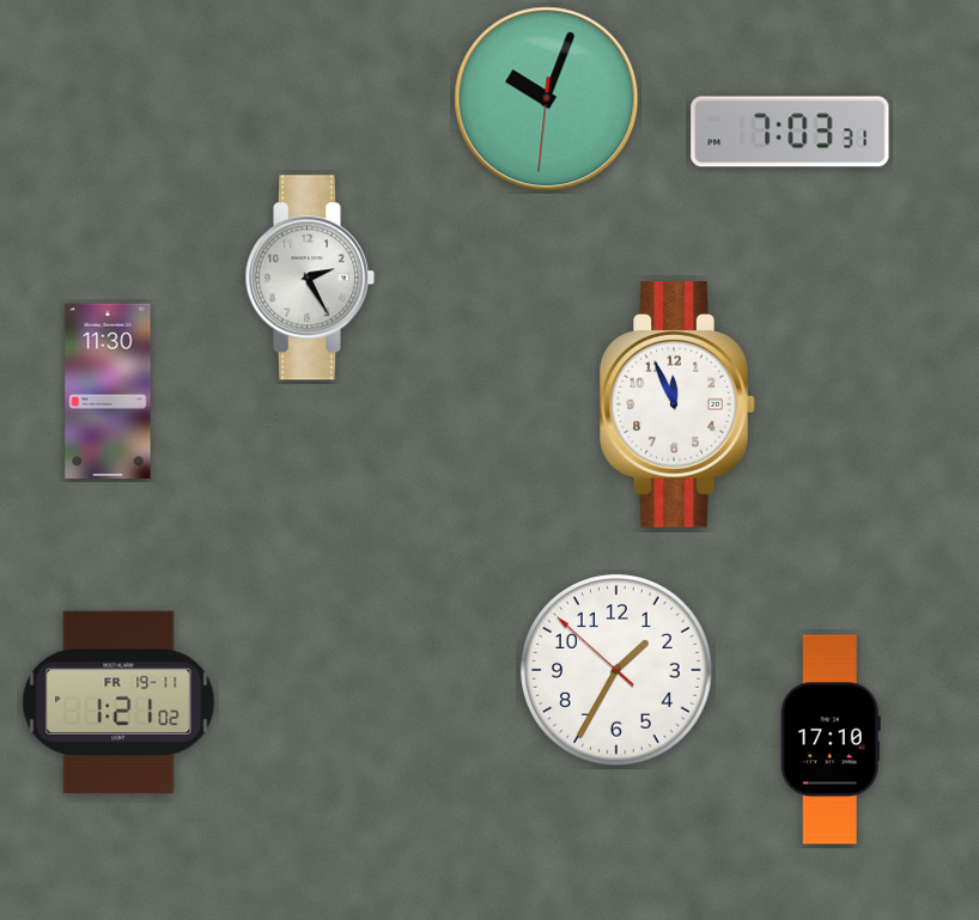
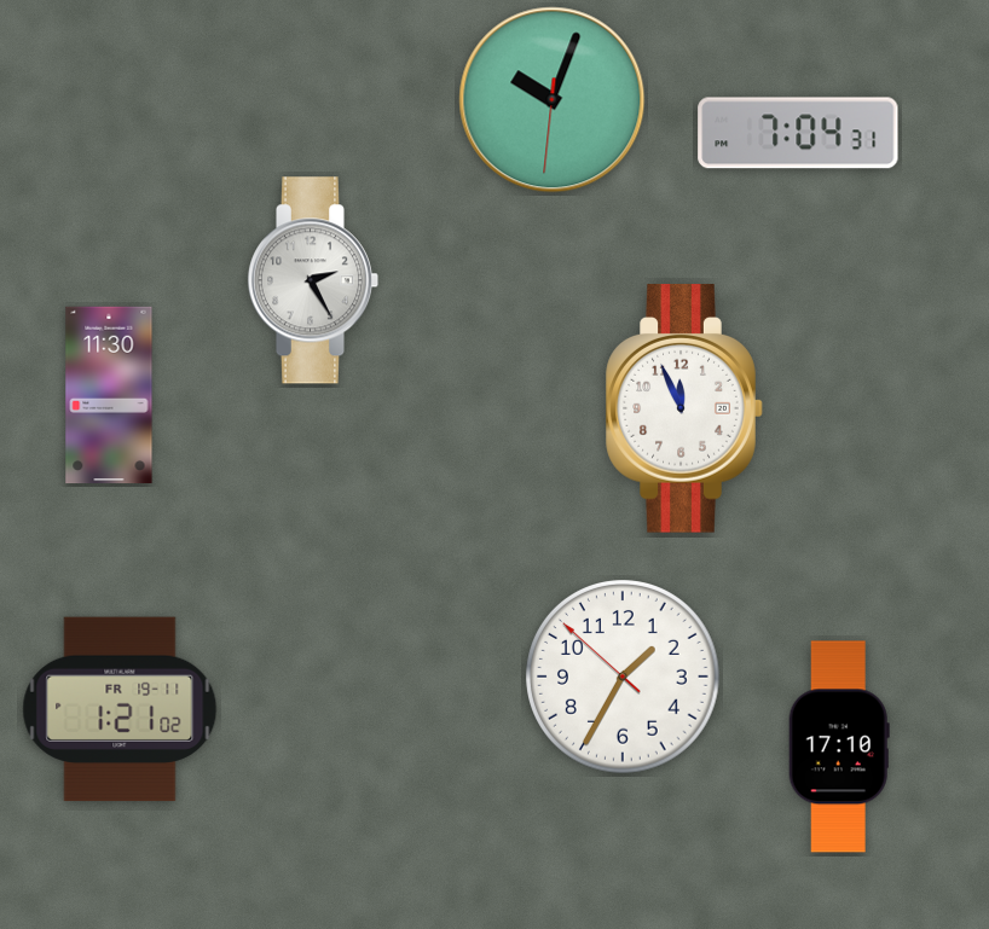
clock at (790, 132): 7:03 -> 7:04
